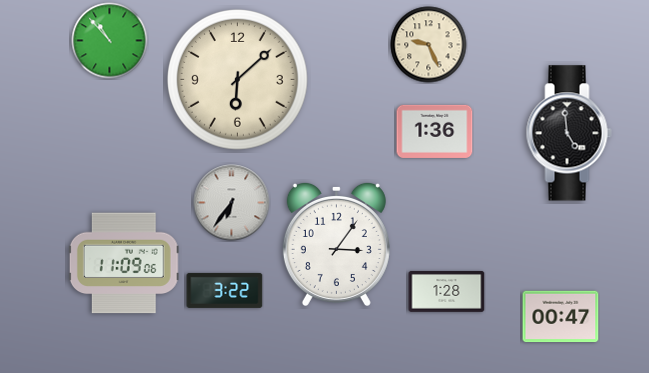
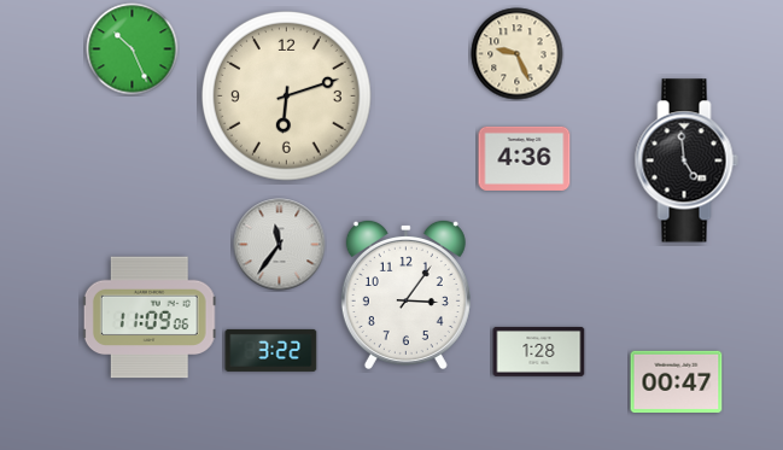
clock at (110, 41): 10:53 -> 10:26
clock at (237, 79): 6:08 -> 6:12
clock at (435, 131): 1:36 -> 4:36
clock at (232, 203): 6:36 -> 11:36
